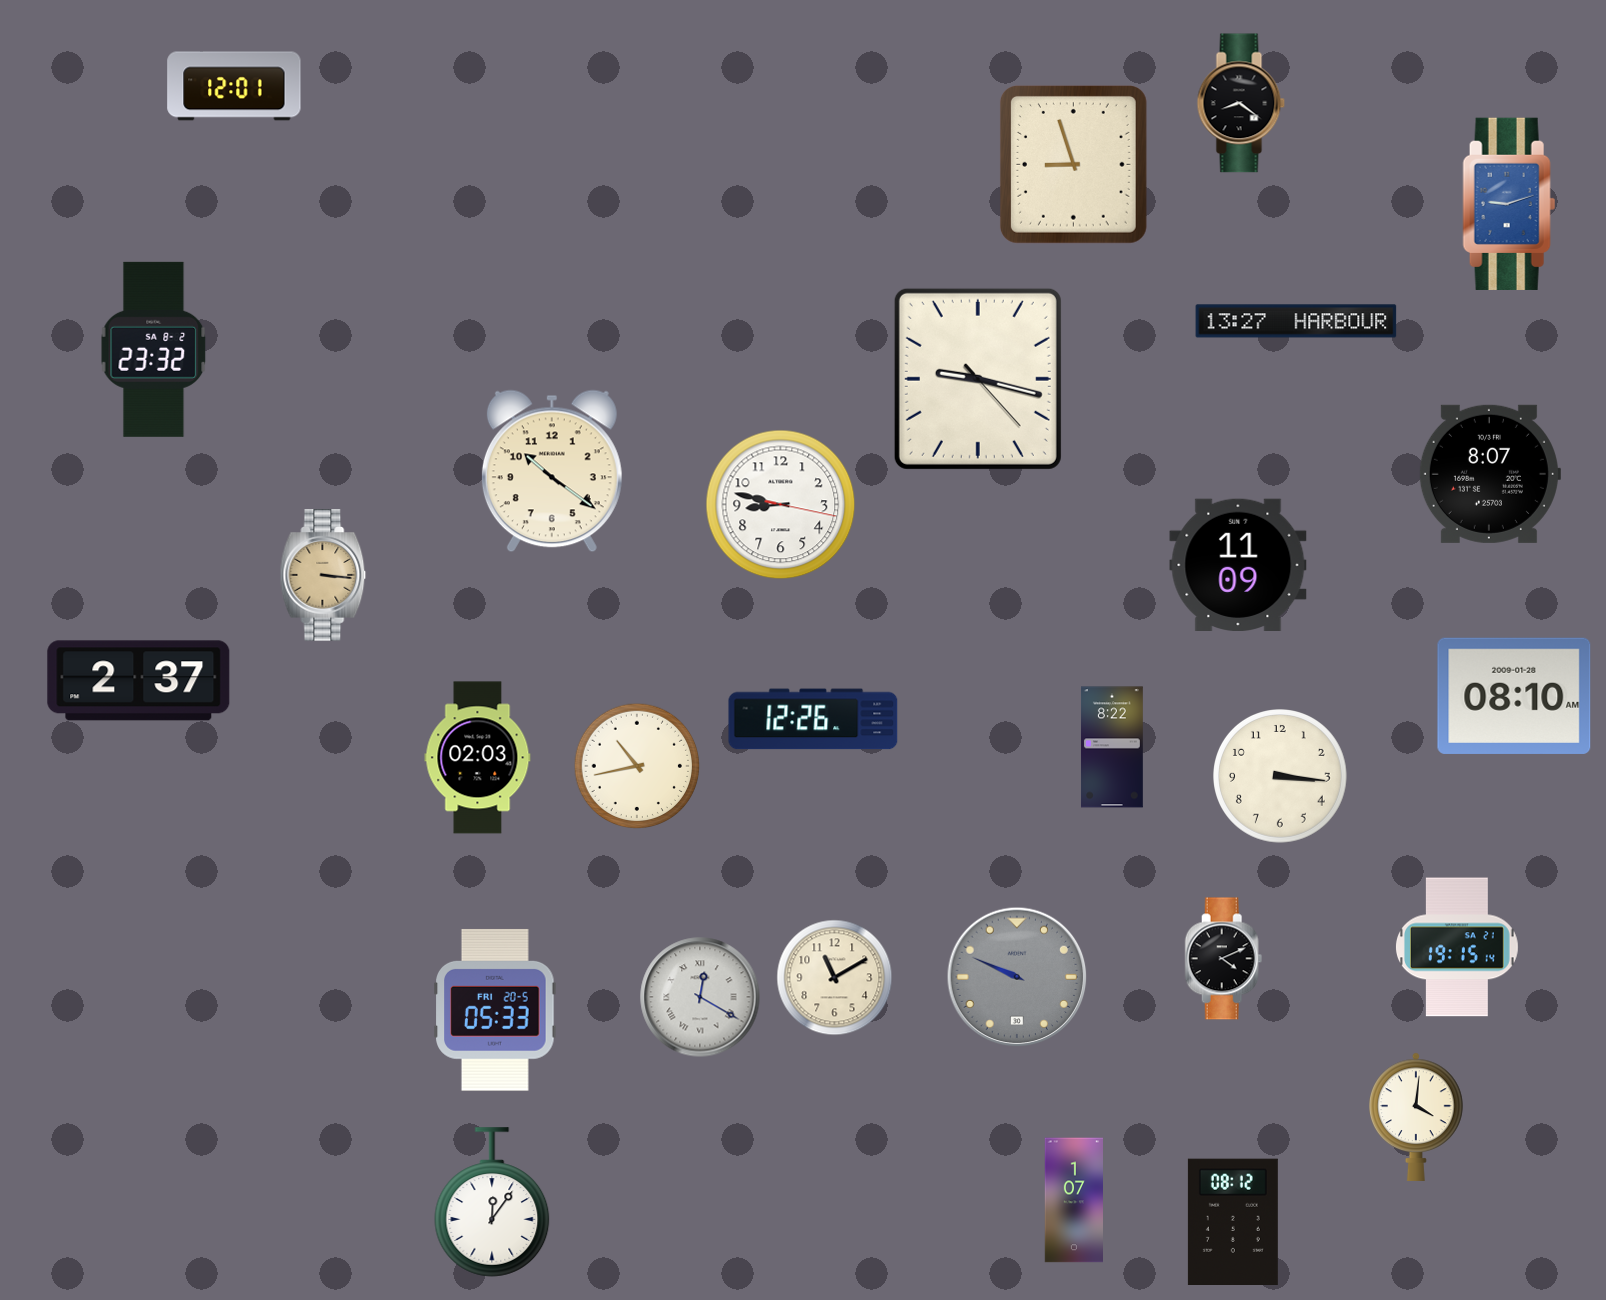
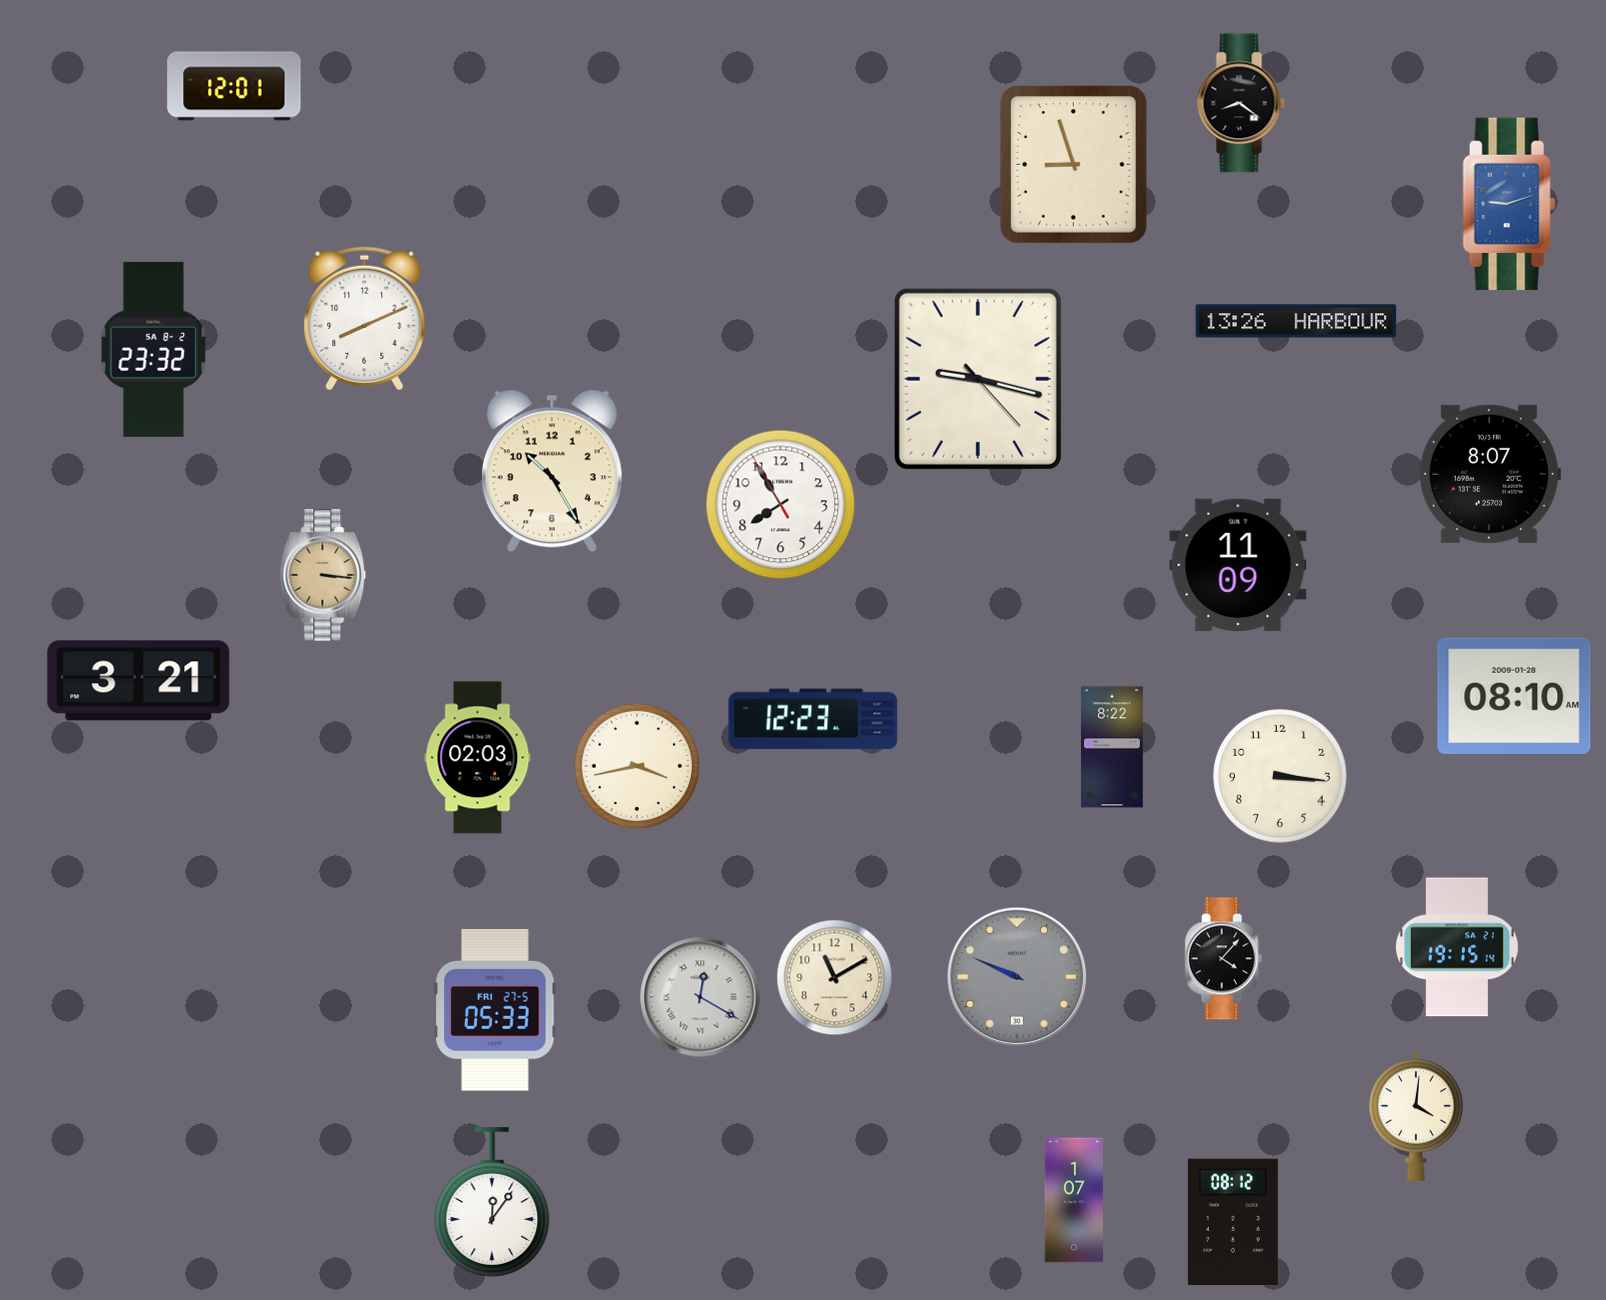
clock at (365, 319): none -> 8:11
clock at (1296, 321): 13:27 -> 13:26
clock at (552, 471): 10:21 -> 10:25
clock at (781, 505): 8:47 -> 7:54
clock at (139, 681): 2:37 -> 3:21
clock at (813, 719): 12:26 -> 12:23
clock at (637, 766): 10:43 -> 3:43
clock at (1224, 959): 4:11 -> 4:07
clock at (495, 1010) date: FRI 20-5 -> FRI 27-5
